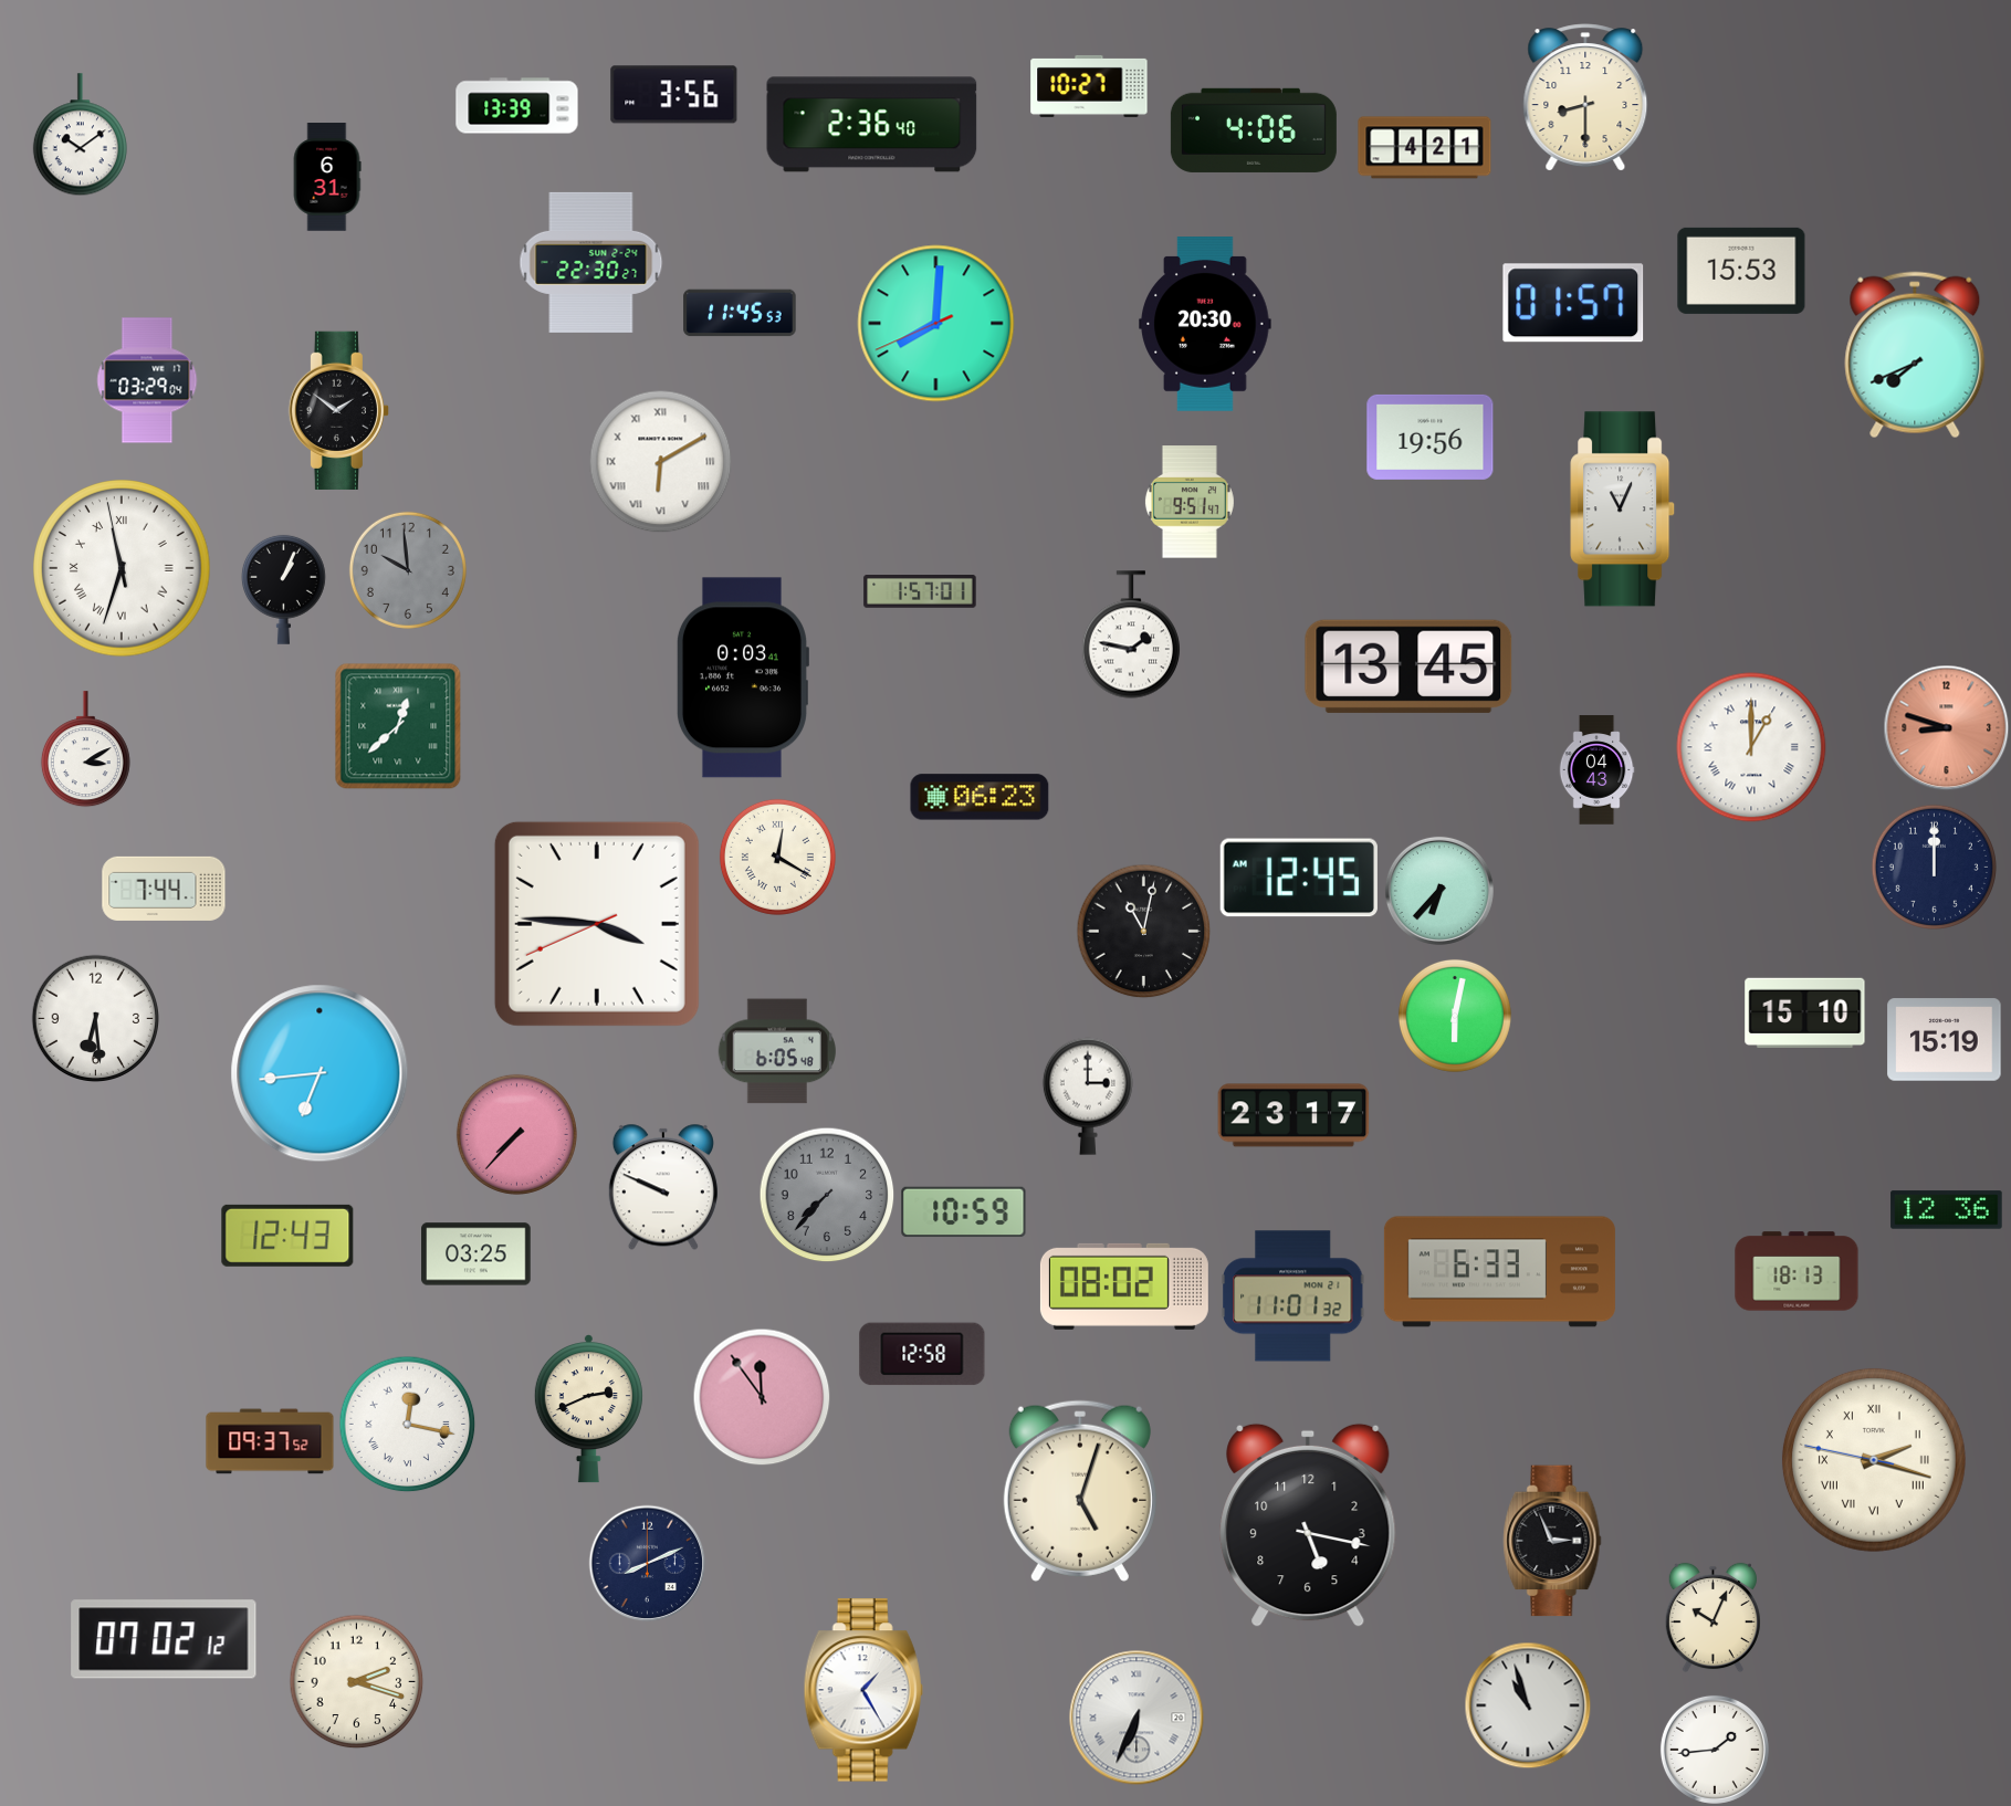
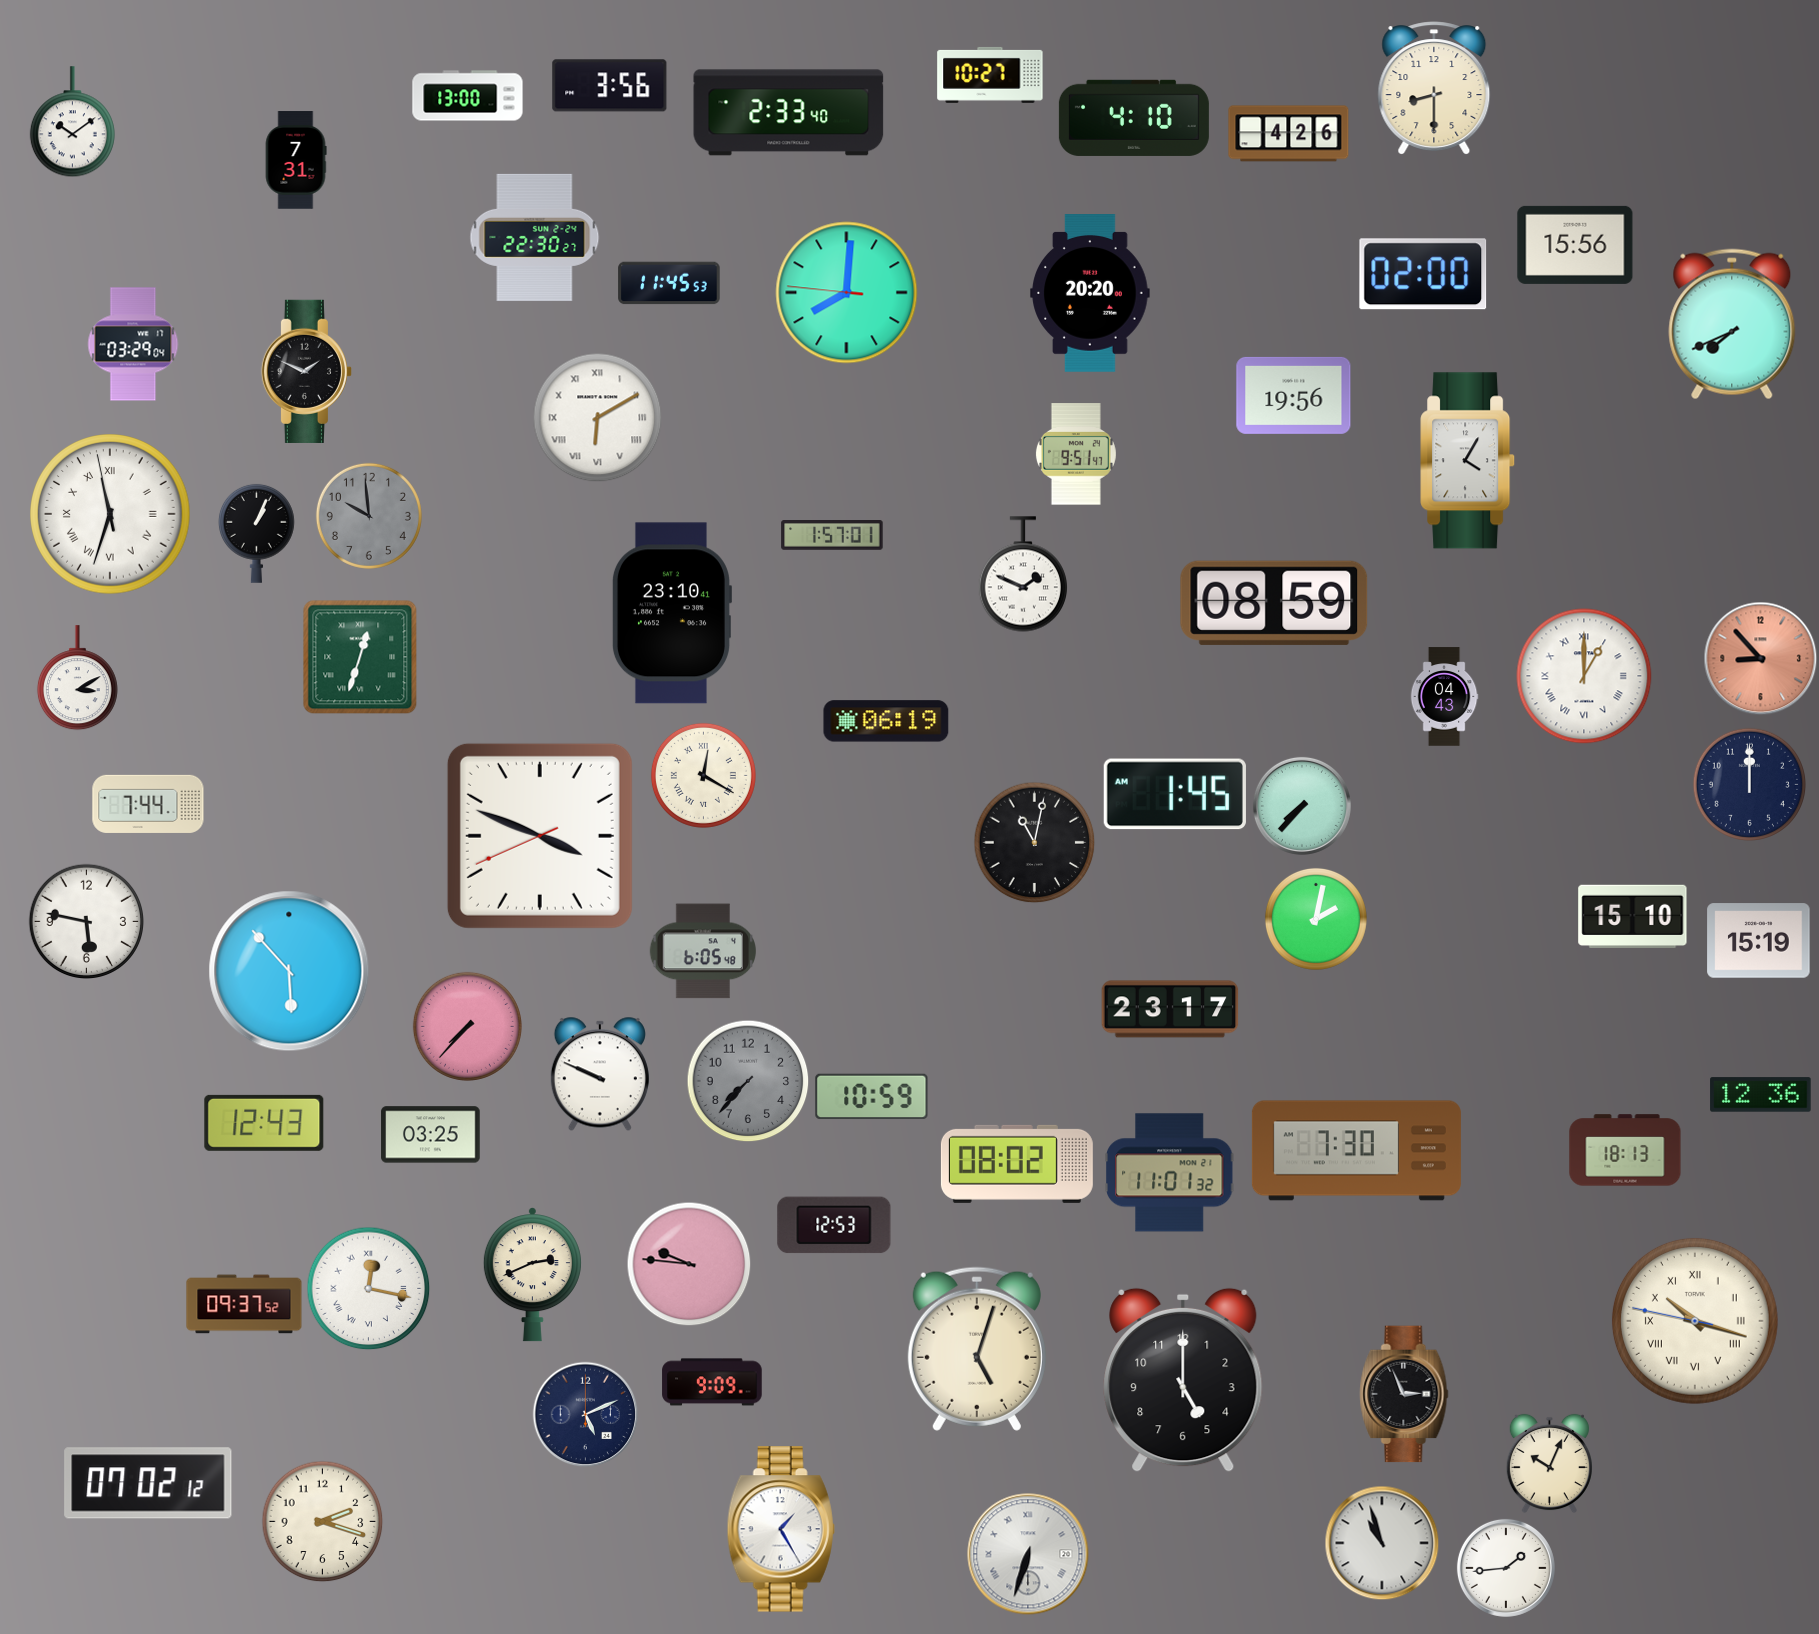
clock at (1089, 86) position: (1089, 86) -> (990, 75)
clock at (517, 106): 13:39 -> 13:00
clock at (872, 125): 2:36 -> 2:33
clock at (1254, 130): 4:06 -> 4:10
clock at (1425, 148): 4:21 -> 4:26
clock at (327, 177): 6:31 -> 7:31
clock at (1741, 271): 15:53 -> 15:56
clock at (1573, 303): 01:57 -> 02:00
clock at (936, 324): 8:00:41 -> 8:00:46
clock at (1205, 325): 20:30 -> 20:20
clock at (1915, 355) position: (1915, 355) -> (1732, 324)
clock at (338, 410): 1:51 -> 1:49
clock at (1623, 510): 11:04 -> 4:05
clock at (1130, 634): 1:47 -> 1:49
clock at (1408, 666): 13:45 -> 08:59
clock at (742, 678): 0:03 -> 23:10
clock at (398, 726): 12:38 -> 12:33
clock at (1946, 727): 8:48 -> 8:53
clock at (980, 797): 06:23 -> 06:19
clock at (1299, 878): 12:45 -> 1:45
clock at (1439, 891): 6:37 -> 7:37
clock at (597, 924): 3:45 -> 3:48
clock at (1455, 1016): 6:02 -> 2:02
clock at (95, 1018): 6:29 -> 5:47
clock at (320, 1073): 6:44 -> 5:53
clock at (1088, 1096): 3:00 -> none
clock at (287, 1236) position: (287, 1236) -> (264, 1123)
clock at (1499, 1272): 6:33 -> 7:30
clock at (922, 1354): 12:58 -> 12:53
clock at (762, 1397): 11:54 -> 9:46
clock at (1874, 1460): 2:17 -> 10:17
clock at (1308, 1525): 5:17 -> 5:00
clock at (712, 1382): none -> 9:09
clock at (647, 1563): 8:11 -> 5:11
clock at (1137, 1718): 6:34 -> 6:33
clock at (1715, 1750) position: (1715, 1750) -> (1506, 1568)
